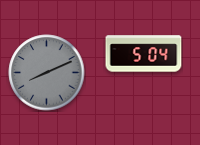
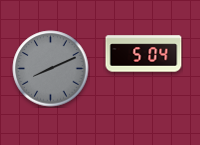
clock at (47, 73) position: (47, 73) -> (51, 69)
